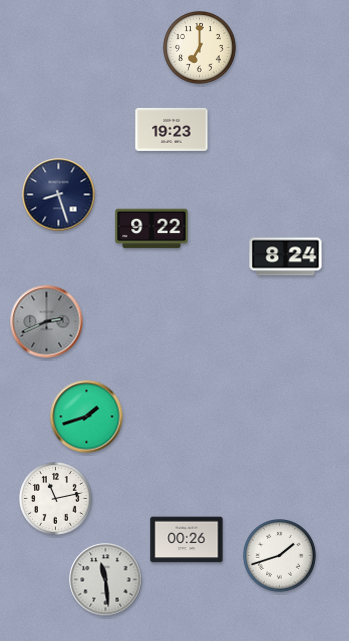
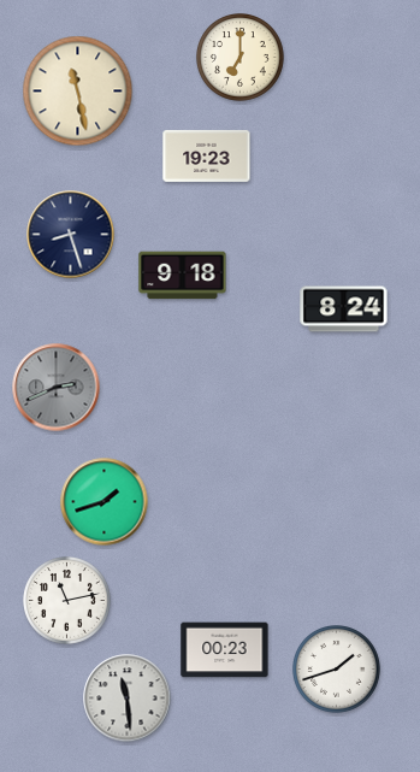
clock at (78, 92): none -> 11:28
clock at (152, 229): 9:22 -> 9:18
clock at (187, 540): 00:26 -> 00:23
